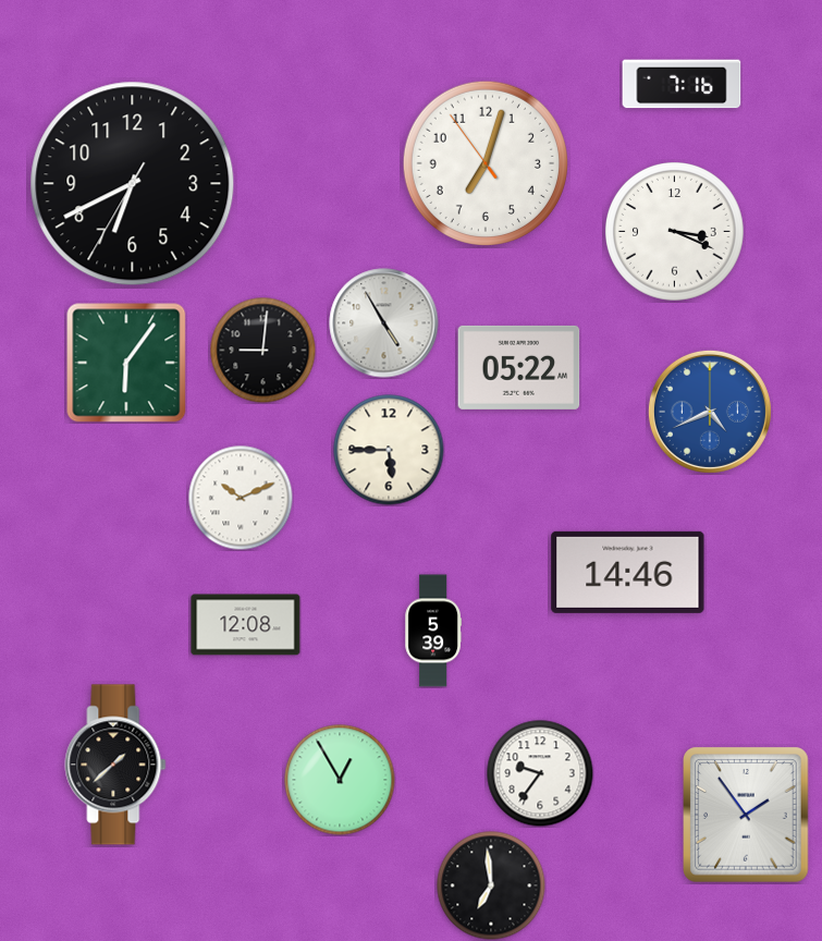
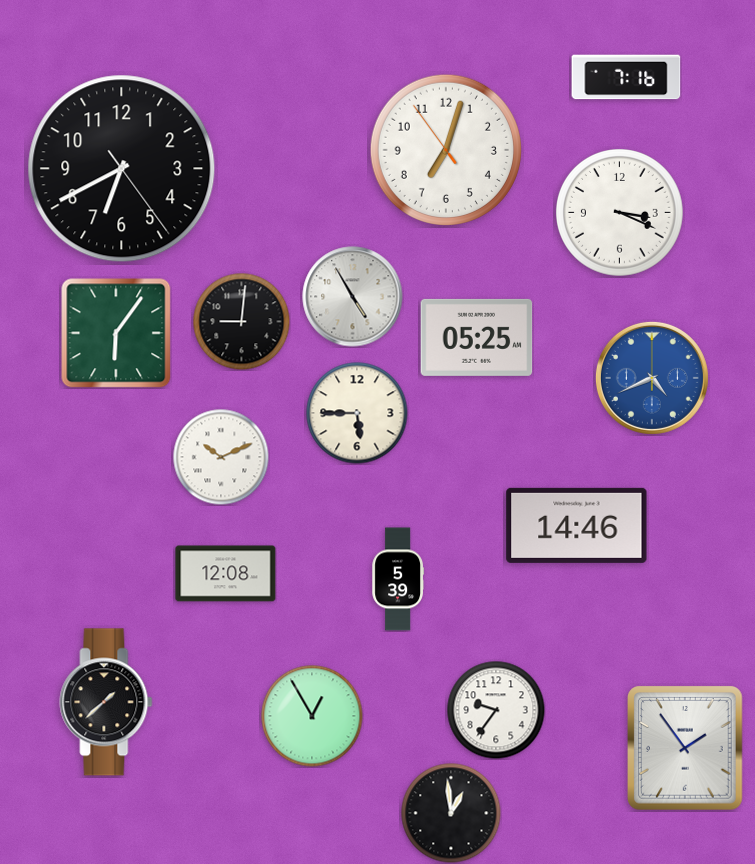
clock at (133, 184): 6:40:35 -> 6:40:24
clock at (519, 367): 05:22 -> 05:25
clock at (491, 885): 6:59 -> 12:59
